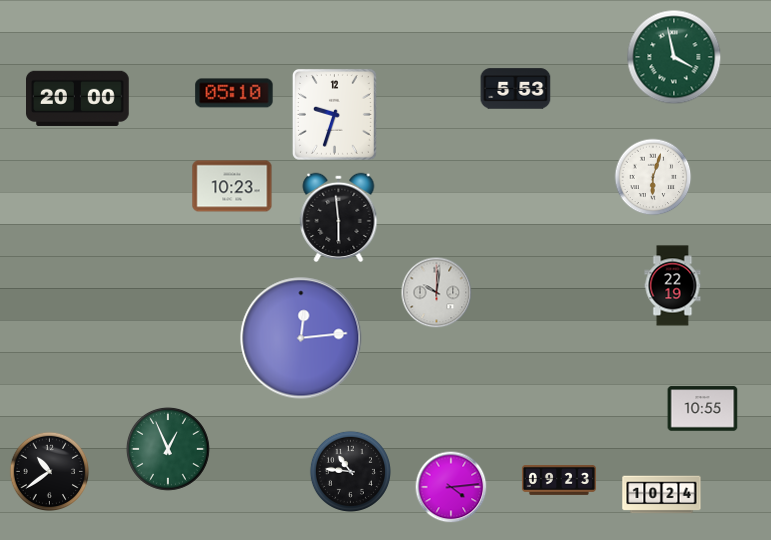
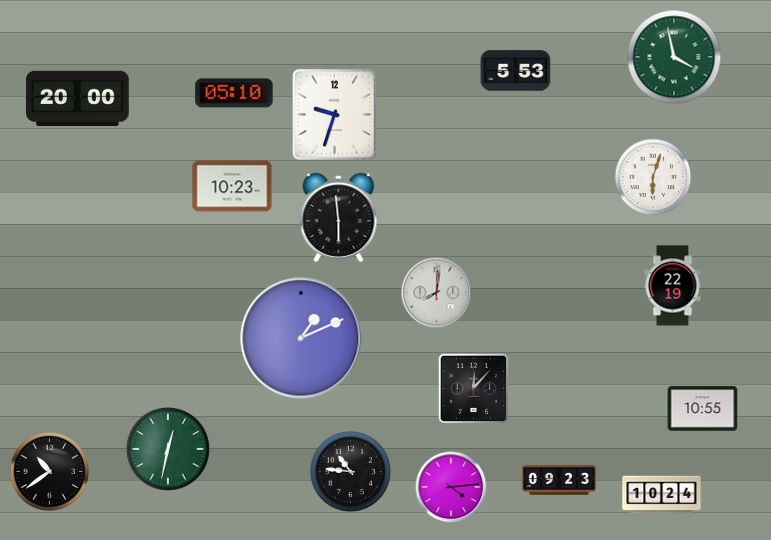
clock at (516, 89) position: (516, 89) -> (516, 71)
clock at (437, 293): 10:01 -> 8:01
clock at (301, 338): 12:14 -> 1:11
clock at (474, 389): none -> 12:07
clock at (168, 449): 12:56 -> 12:32
